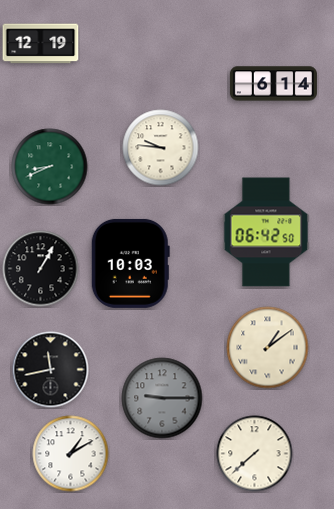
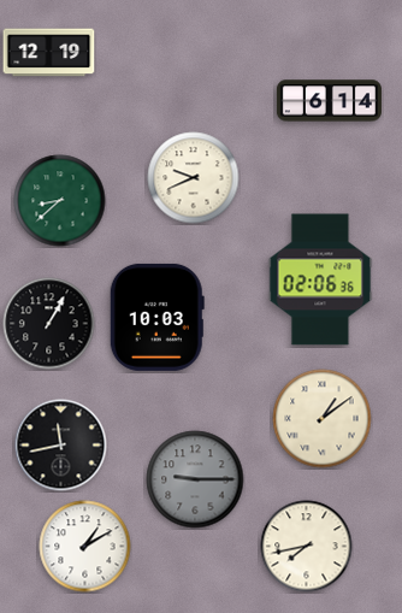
clock at (161, 148): 9:46 -> 9:41
clock at (50, 167): 8:41 -> 8:38
clock at (266, 232): 06:42 -> 02:06
clock at (255, 454): 7:38 -> 7:43
